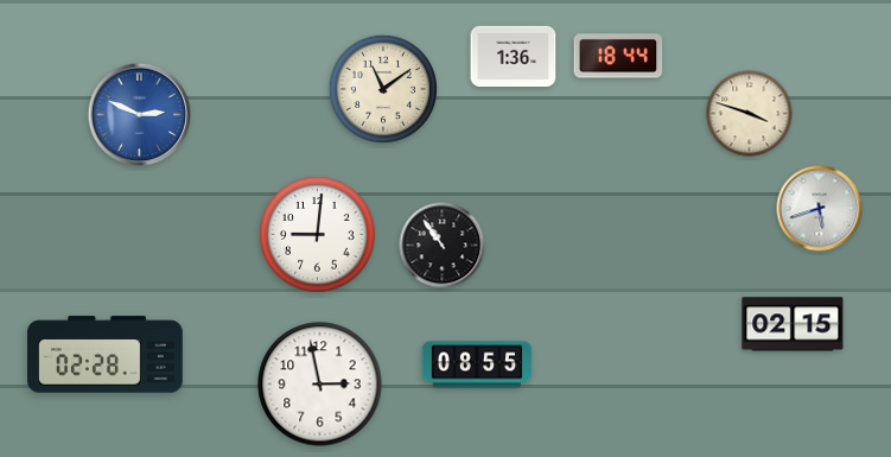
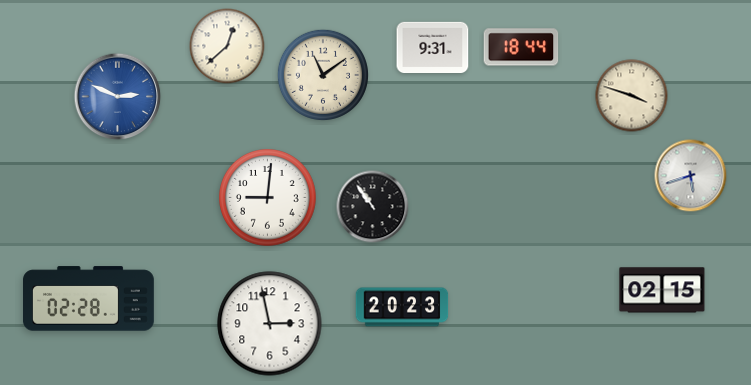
clock at (227, 46): none -> 12:38
clock at (514, 56): 1:36 -> 9:31
clock at (793, 324) position: (793, 324) -> (662, 290)
clock at (477, 364): 08:55 -> 20:23
